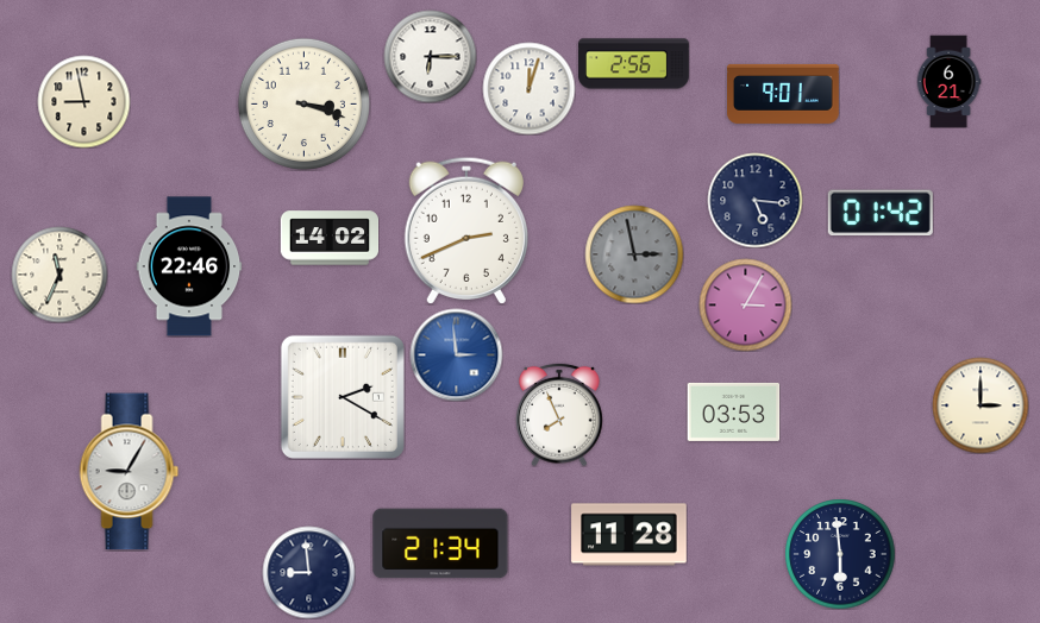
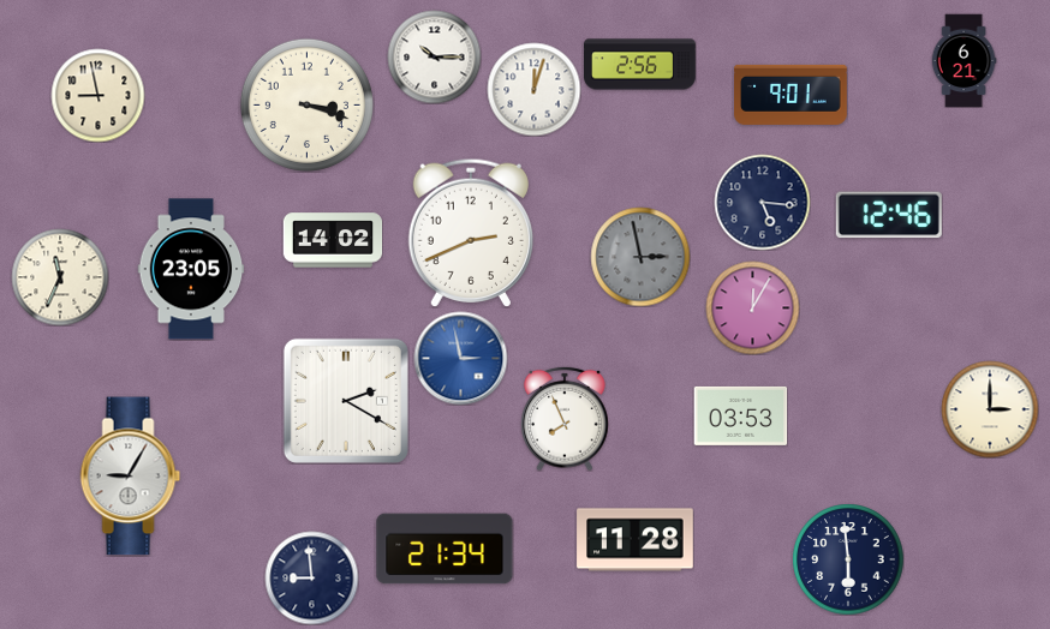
clock at (430, 56): 6:15 -> 10:15
clock at (948, 81) position: (948, 81) -> (964, 60)
clock at (83, 101) position: (83, 101) -> (97, 95)
clock at (881, 213): 01:42 -> 12:46
clock at (189, 266): 22:46 -> 23:05
clock at (745, 304): 3:05 -> 12:05
clock at (456, 354): 2:59 -> 2:58
